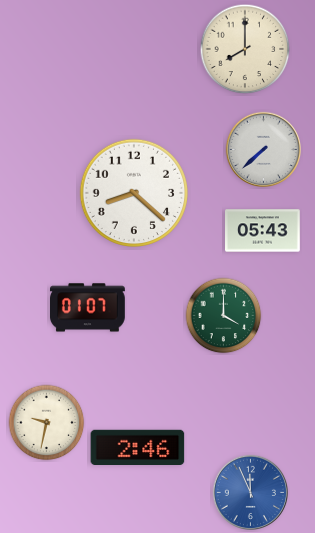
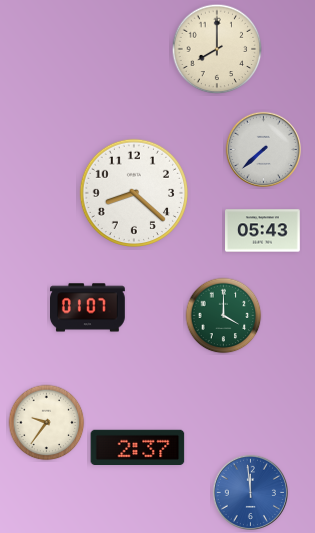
clock at (245, 49) position: (245, 49) -> (217, 49)
clock at (47, 423): 9:32 -> 9:36
clock at (138, 447): 2:46 -> 2:37
clock at (250, 492): 11:56 -> 11:59
